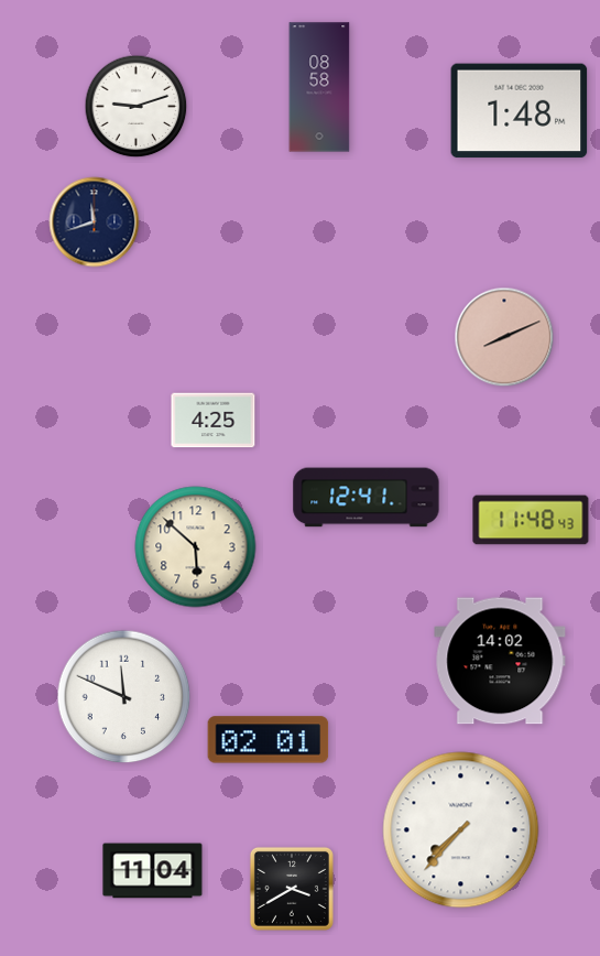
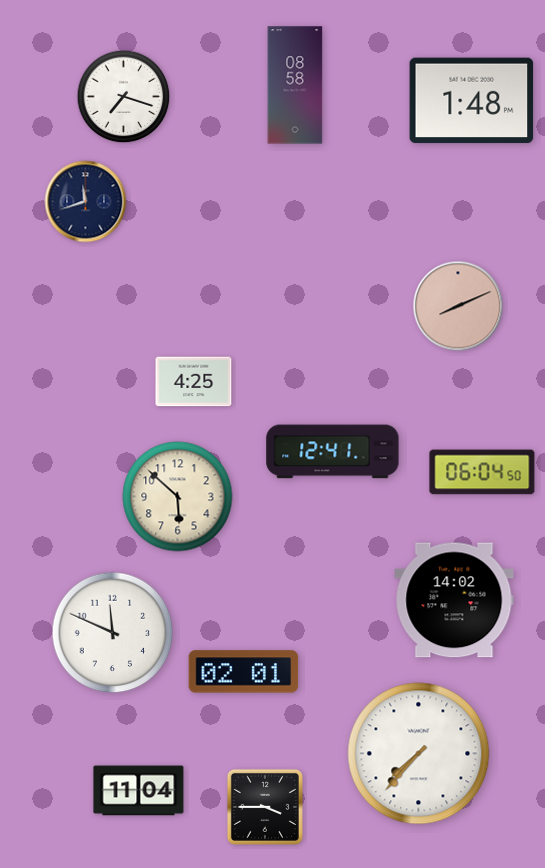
clock at (319, 87) position: (319, 87) -> (295, 85)
clock at (137, 107): 9:12 -> 7:18
clock at (531, 520): 11:48 -> 06:04
clock at (292, 889): 3:40 -> 3:45
